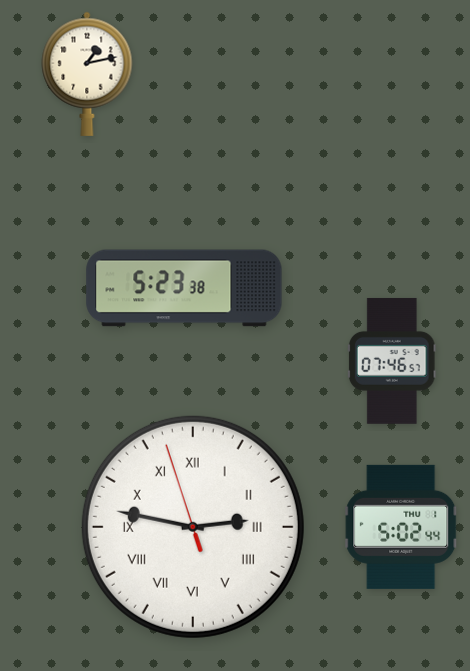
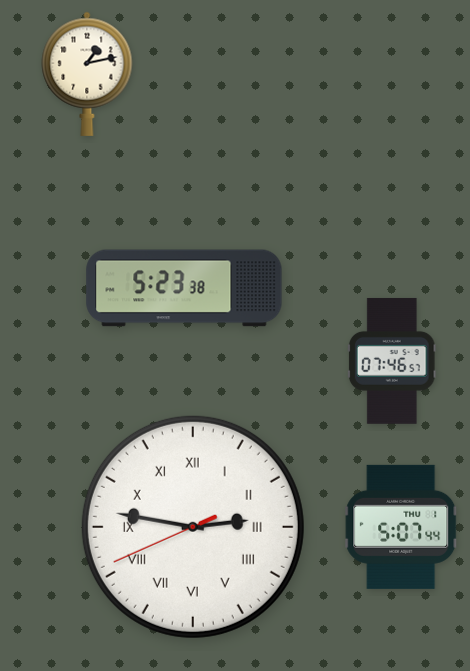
clock at (193, 527): 2:46:57 -> 2:46:41
clock at (402, 527): 5:02 -> 5:07
